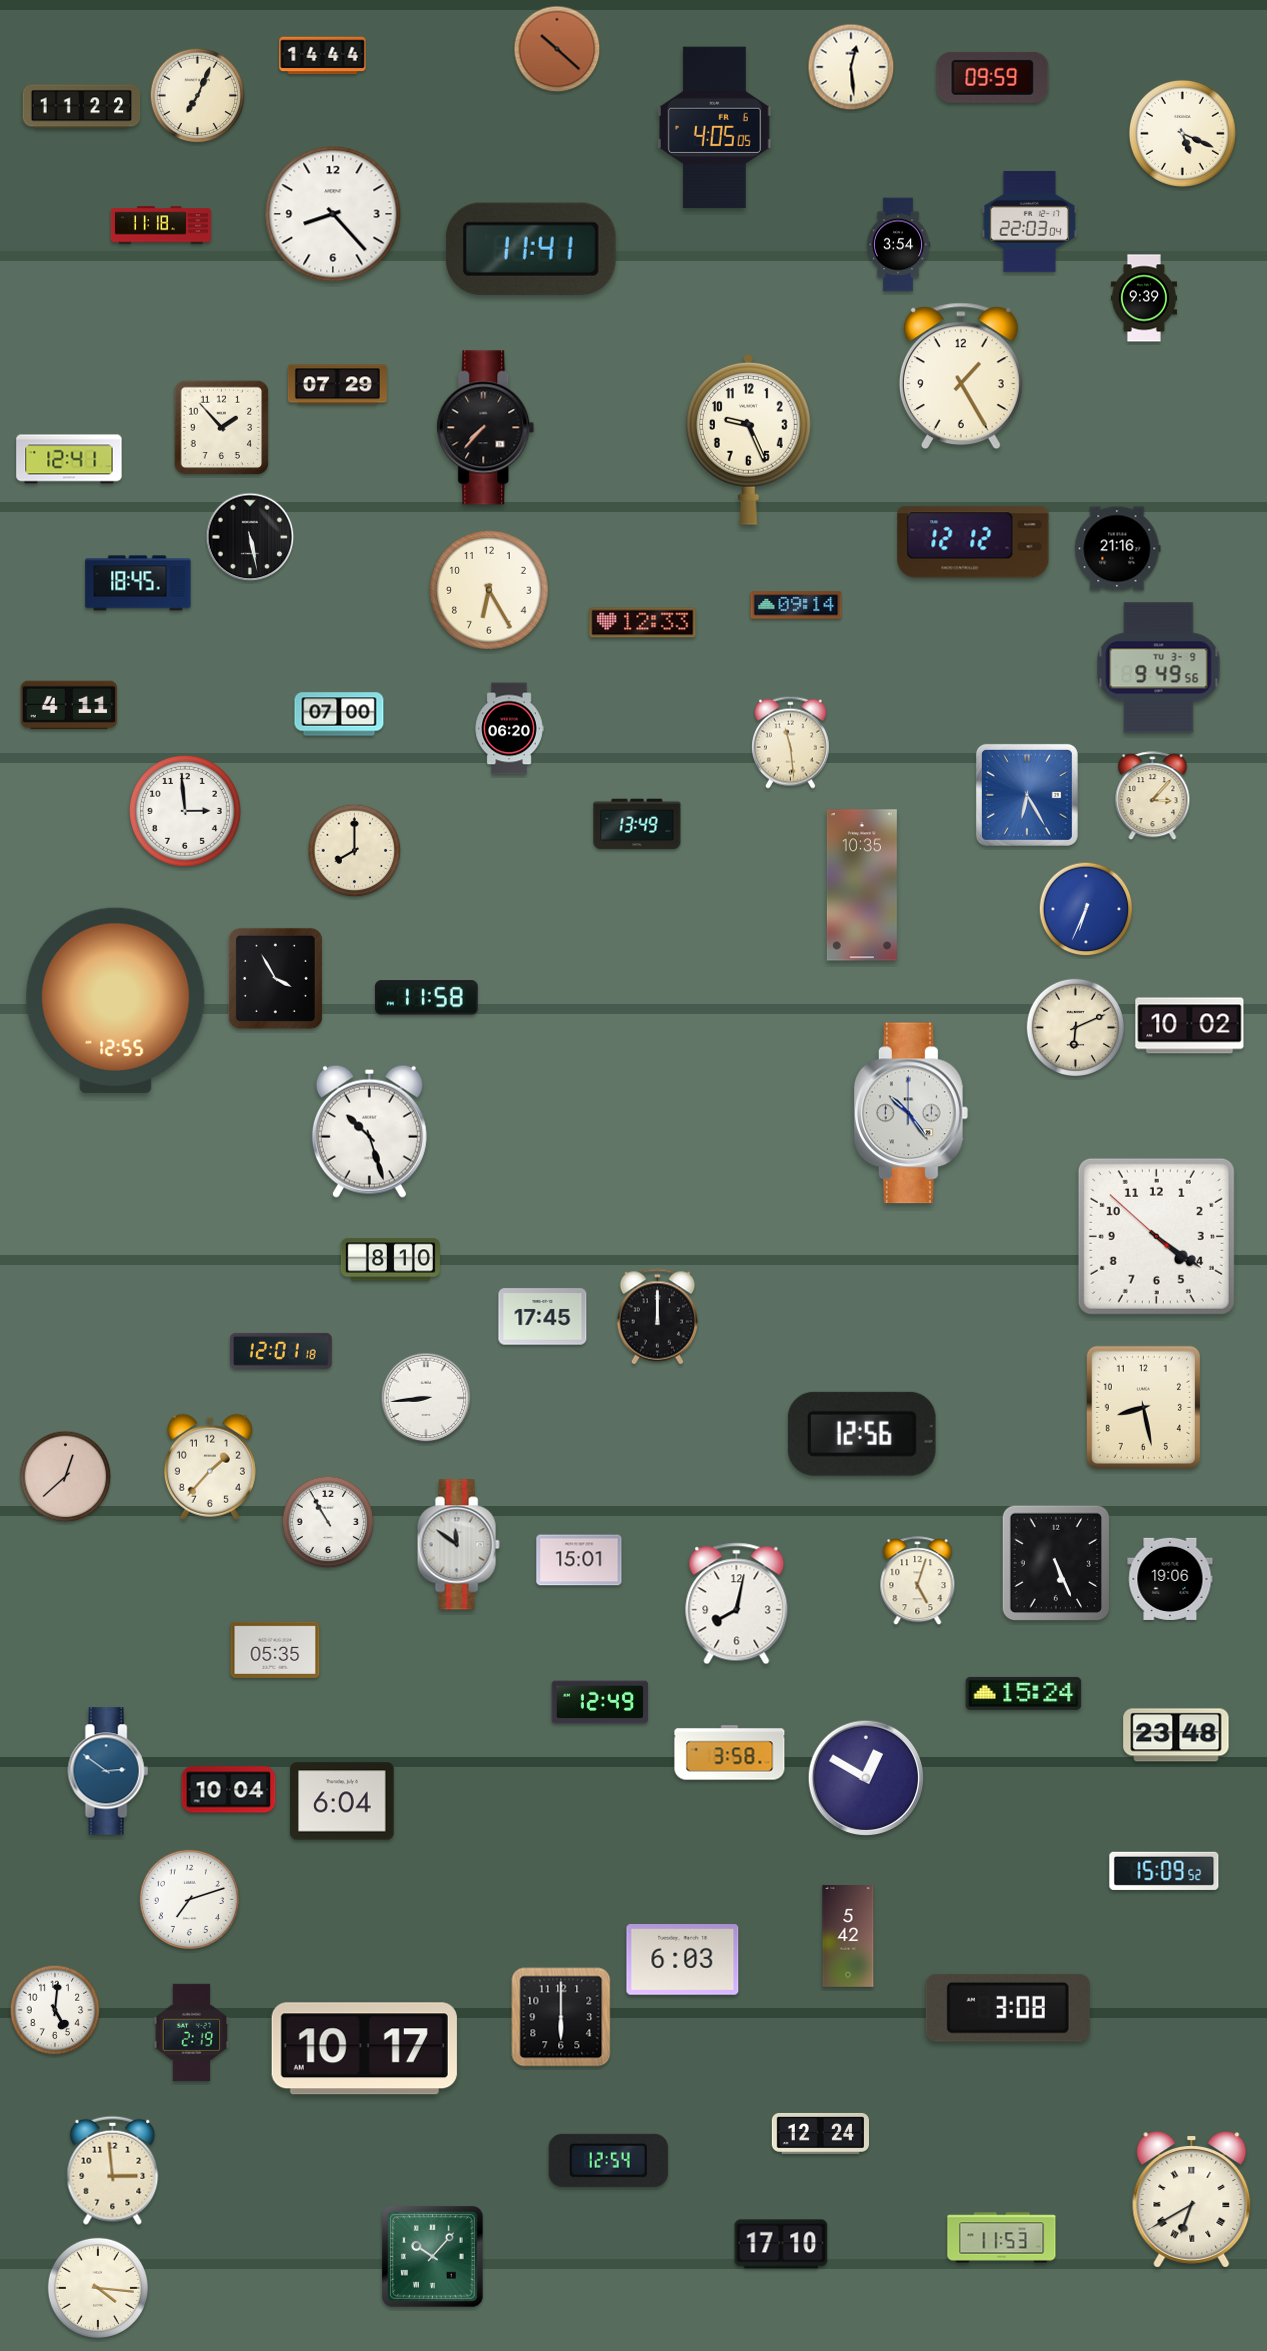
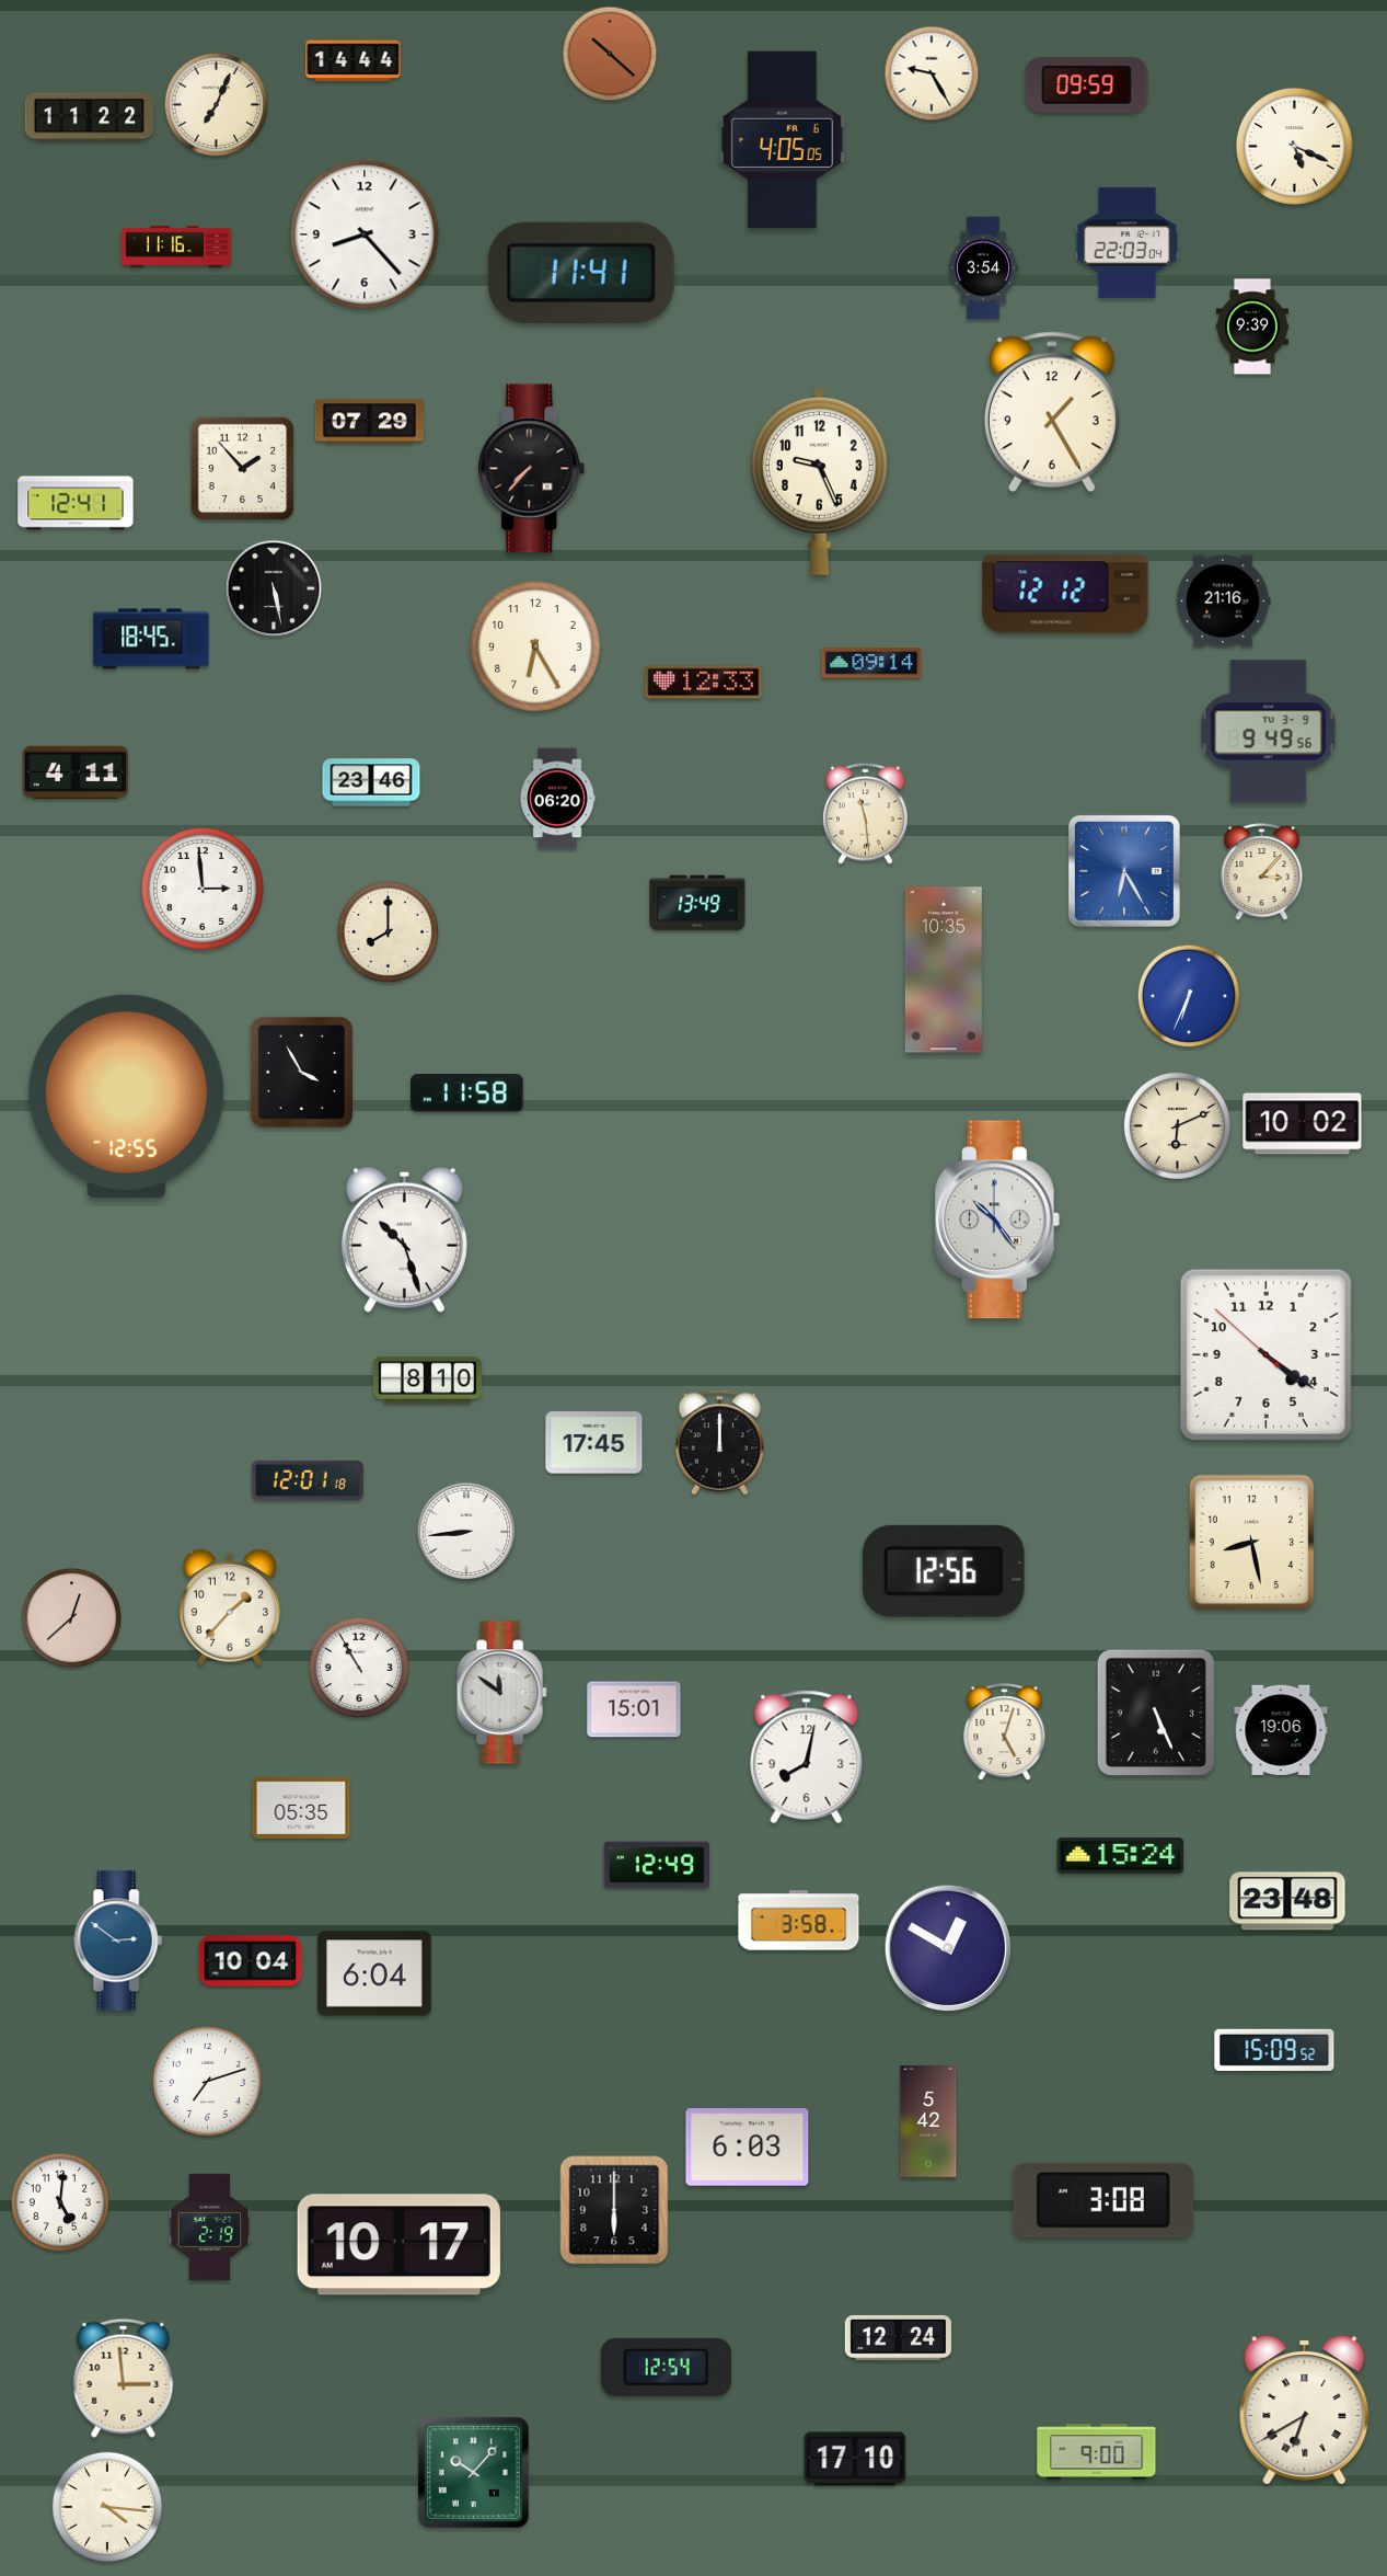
clock at (851, 67): 12:29 -> 9:25
clock at (161, 225): 11:18 -> 11:16
clock at (339, 714): 07:00 -> 23:46
clock at (1002, 2238): 11:53 -> 9:00
